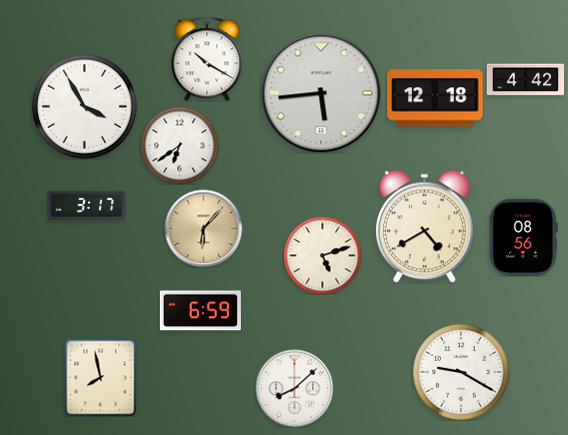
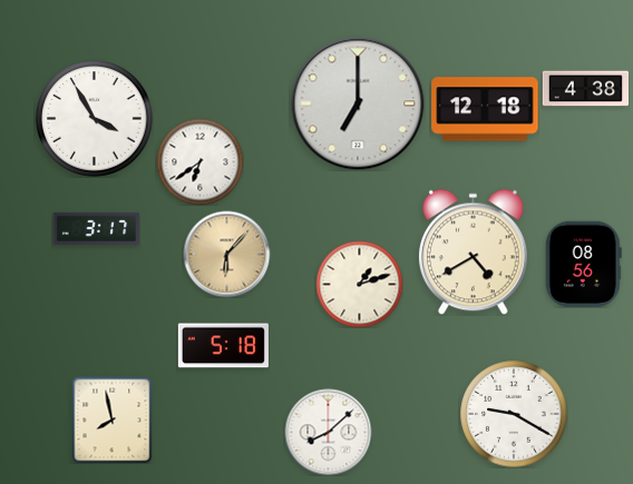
clock at (207, 59): 10:20 -> none
clock at (525, 80): 4:42 -> 4:38
clock at (321, 93): 5:44 -> 7:00
clock at (322, 255): 5:12 -> 1:12
clock at (200, 311): 6:59 -> 5:18
